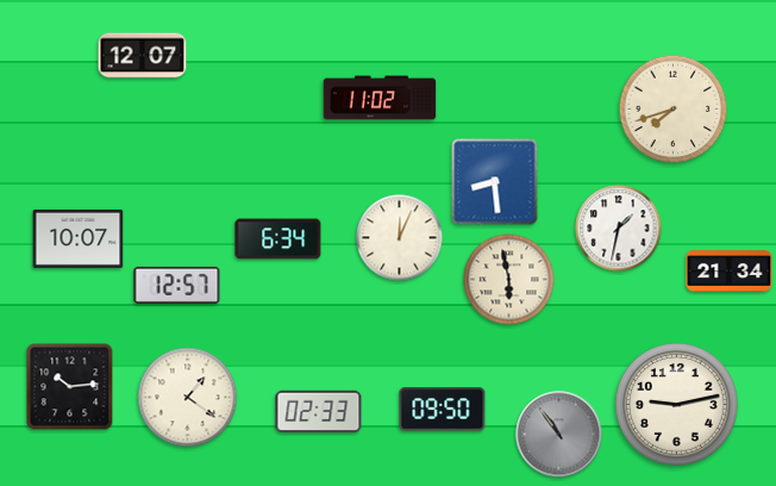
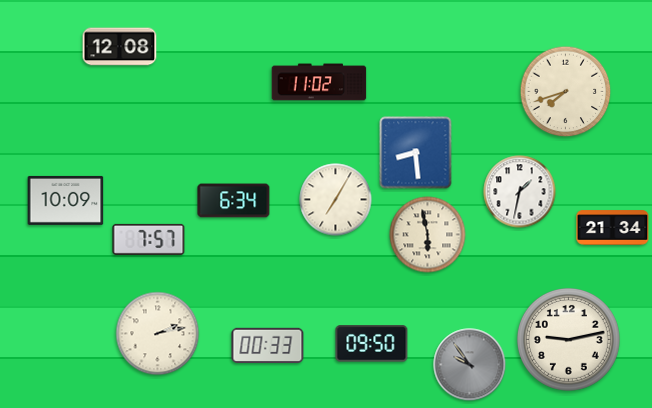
clock at (143, 56): 12:07 -> 12:08
clock at (79, 238): 10:07 -> 10:09
clock at (400, 238): 12:04 -> 7:05
clock at (177, 285): 12:57 -> 7:57
clock at (70, 387): 10:14 -> none
clock at (188, 398): 1:21 -> 2:13
clock at (319, 411): 02:33 -> 00:33
clock at (559, 435): 10:54 -> 9:54
